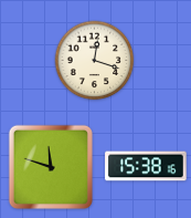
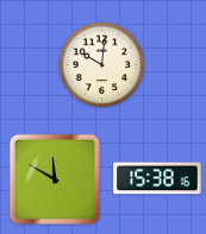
clock at (95, 61): 12:18 -> 10:01
clock at (51, 167): 11:48 -> 11:50
